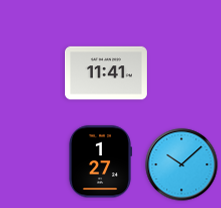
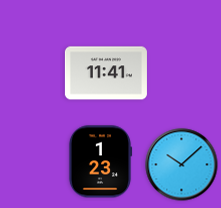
clock at (100, 162): 1:27 -> 1:23
